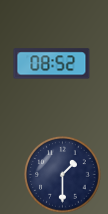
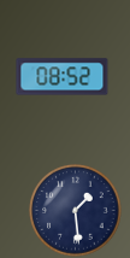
clock at (63, 175): 1:30 -> 1:29
